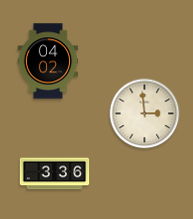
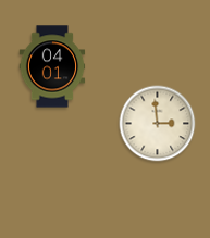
clock at (48, 61): 04:02 -> 04:01
clock at (55, 174): 3:36 -> none
